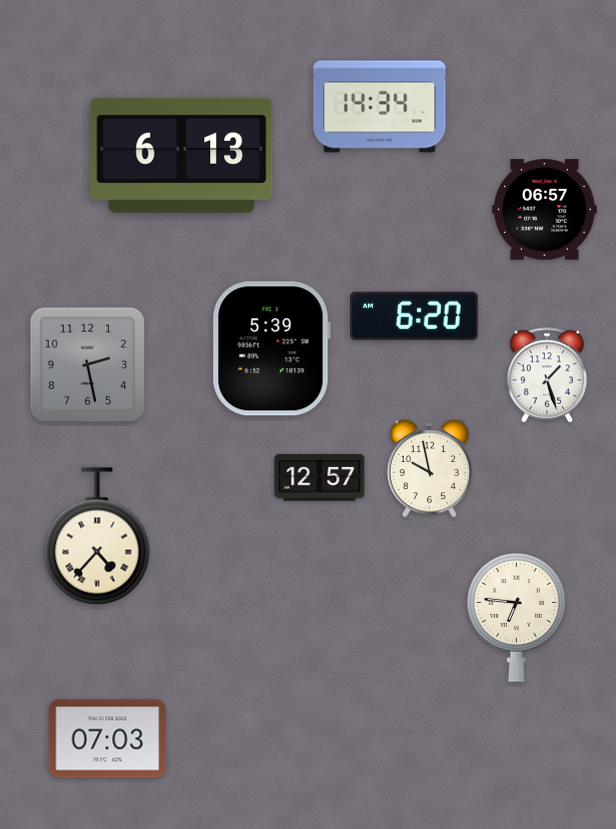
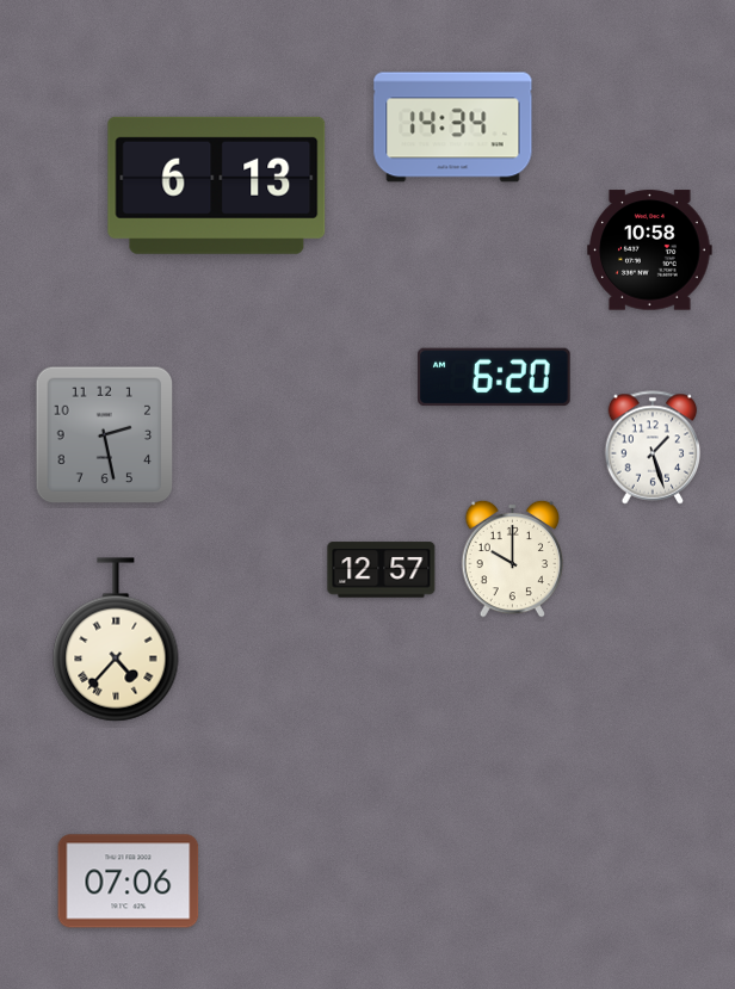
clock at (545, 210): 06:57 -> 10:58
clock at (271, 349): 5:39 -> none
clock at (430, 468): 9:58 -> 10:00
clock at (517, 618): 6:46 -> none
clock at (108, 739): 07:03 -> 07:06
